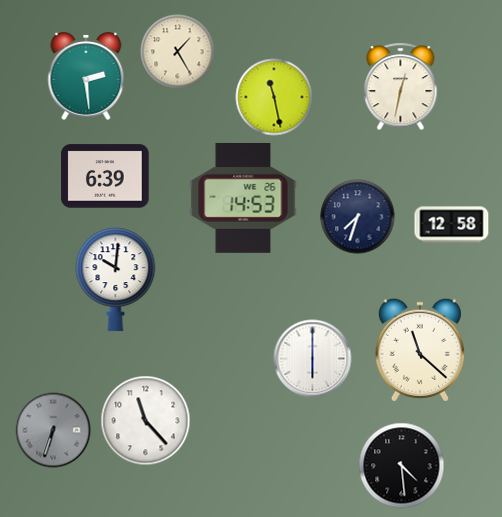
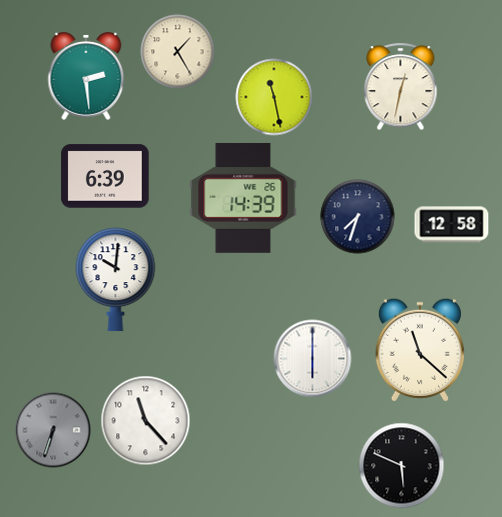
clock at (243, 198): 14:53 -> 14:39
clock at (402, 466): 4:29 -> 5:49
